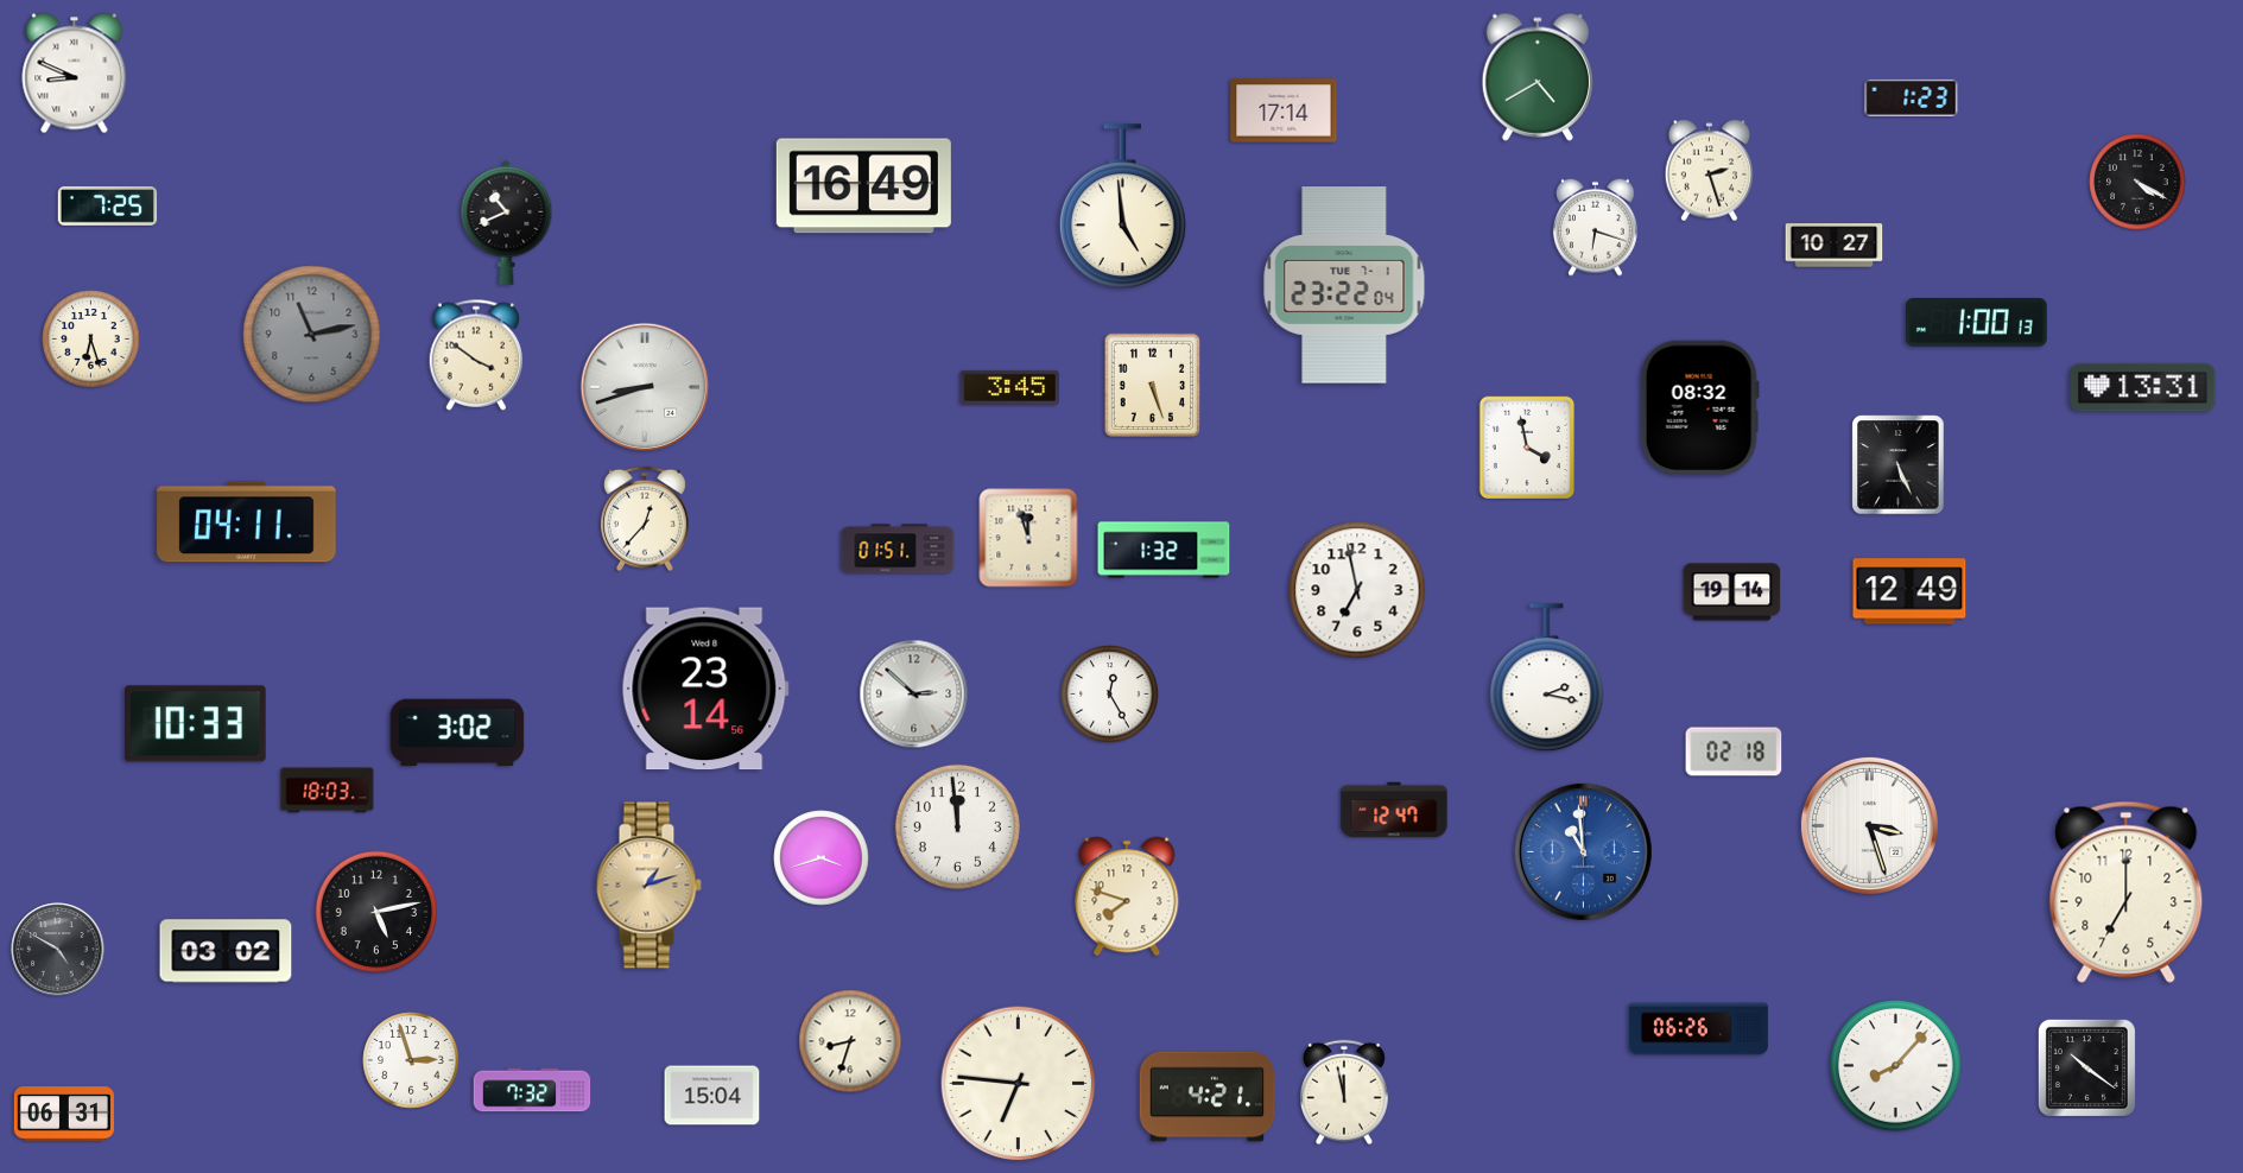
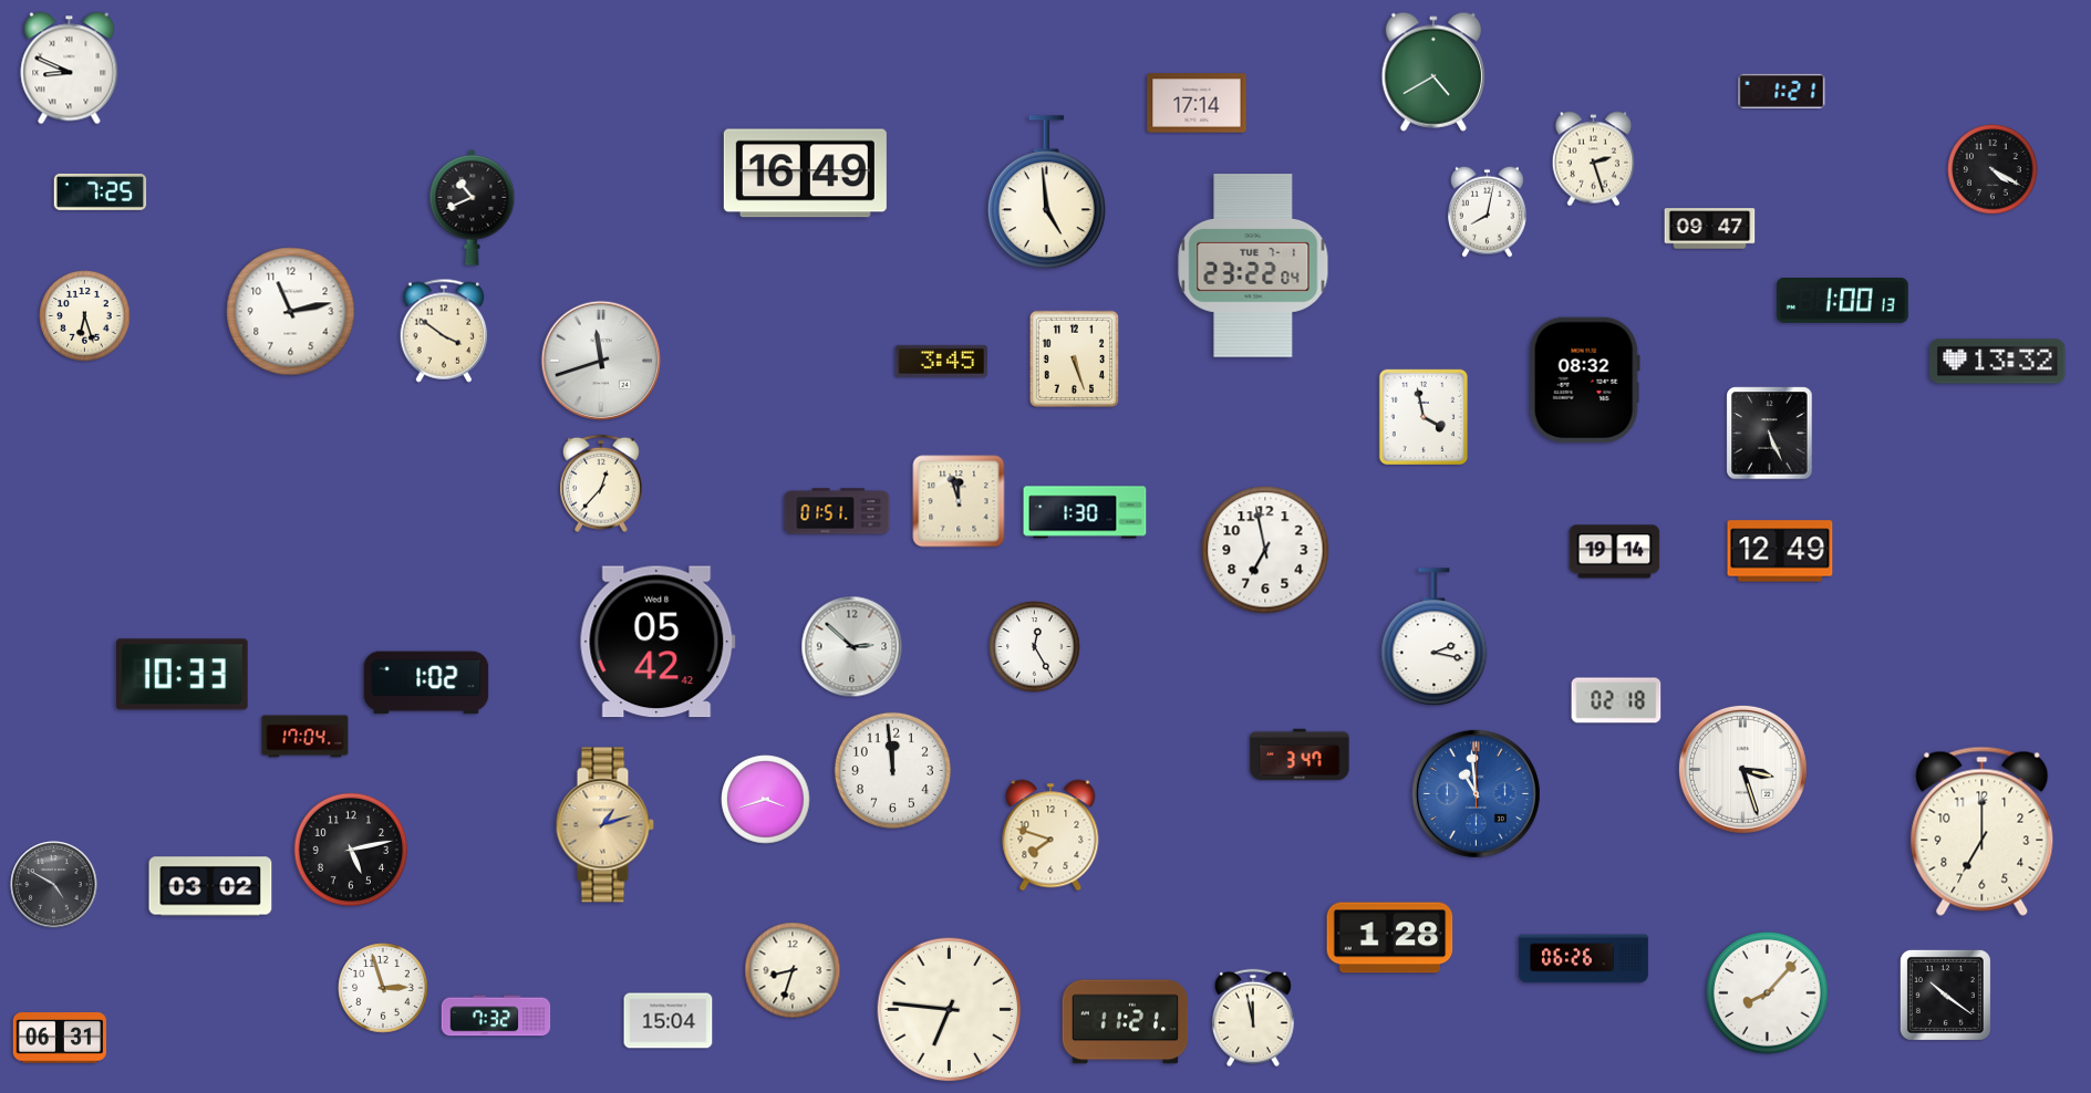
clock at (1912, 97): 1:23 -> 1:21
clock at (1596, 227): 6:18 -> 8:02
clock at (1835, 246): 10:27 -> 09:47
clock at (312, 335) dial: grey -> white
clock at (645, 387): 8:42 -> 11:42
clock at (2143, 388): 13:31 -> 13:32
clock at (247, 522): 04:11 -> none
clock at (1164, 550): 1:32 -> 1:30
clock at (1547, 678) position: (1547, 678) -> (1435, 637)
clock at (705, 689): 23:14 -> 05:42
clock at (457, 733): 3:02 -> 1:02
clock at (328, 791): 18:03 -> 17:04
clock at (1394, 810): 12:47 -> 3:47
clock at (1390, 938): none -> 1:28
clock at (712, 1096) position: (712, 1096) -> (669, 1021)
clock at (1208, 1097): 4:21 -> 11:21
